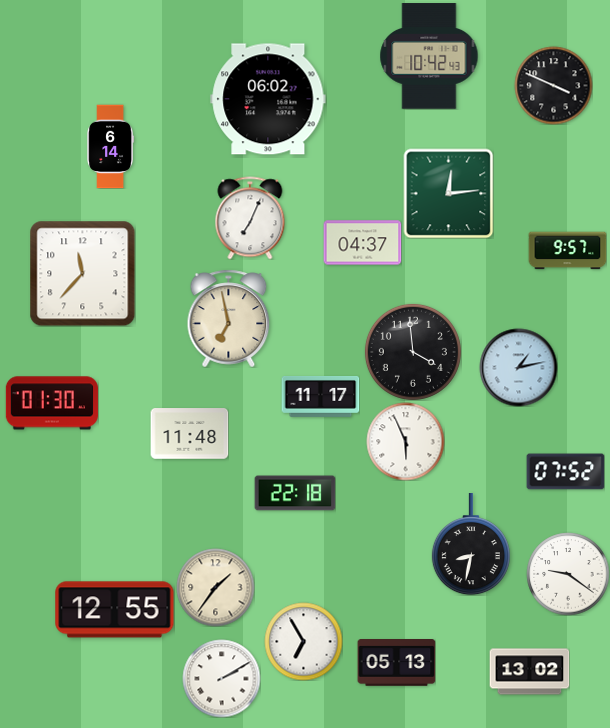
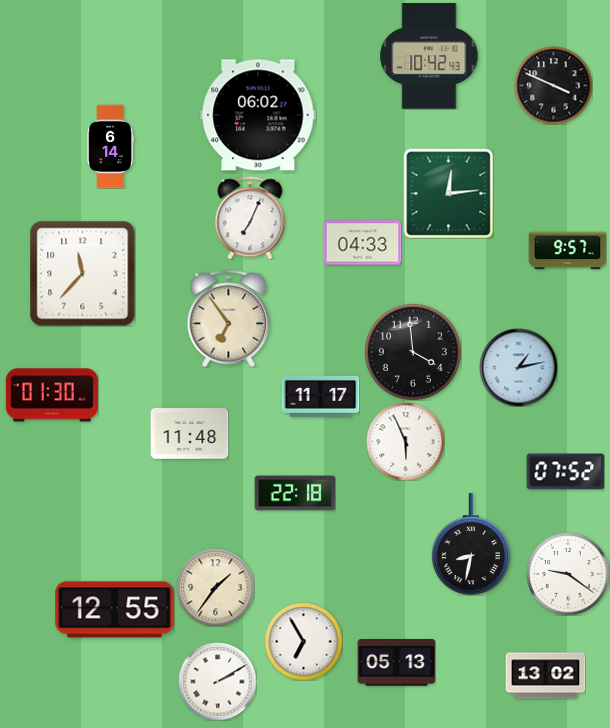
clock at (268, 99) position: (268, 99) -> (258, 115)
clock at (362, 243): 04:37 -> 04:33
clock at (229, 318): 6:58 -> 6:54
clock at (52, 403) position: (52, 403) -> (52, 395)
clock at (529, 672) position: (529, 672) -> (545, 676)
clock at (221, 678) position: (221, 678) -> (217, 681)
